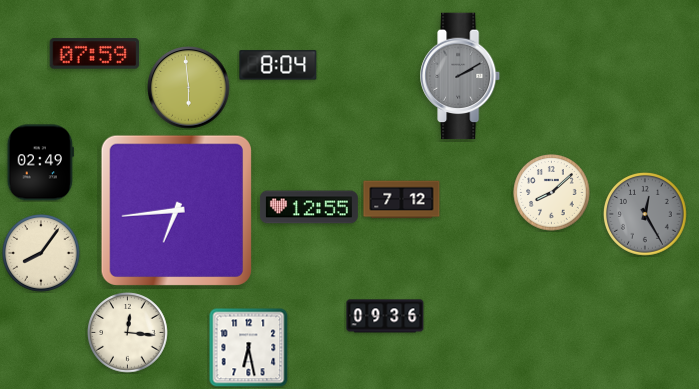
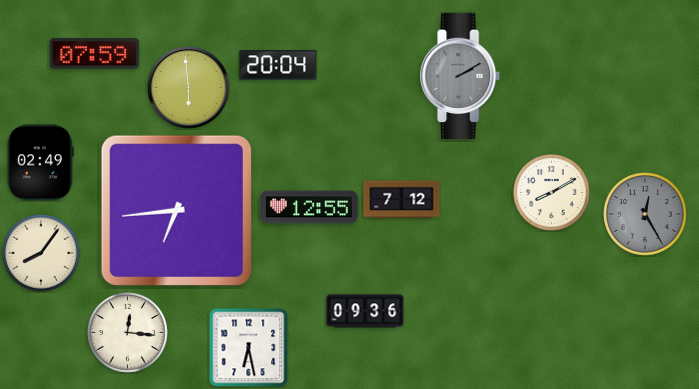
clock at (278, 65): 8:04 -> 20:04
clock at (552, 193): 8:08 -> 8:10
clock at (385, 316) position: (385, 316) -> (365, 311)
